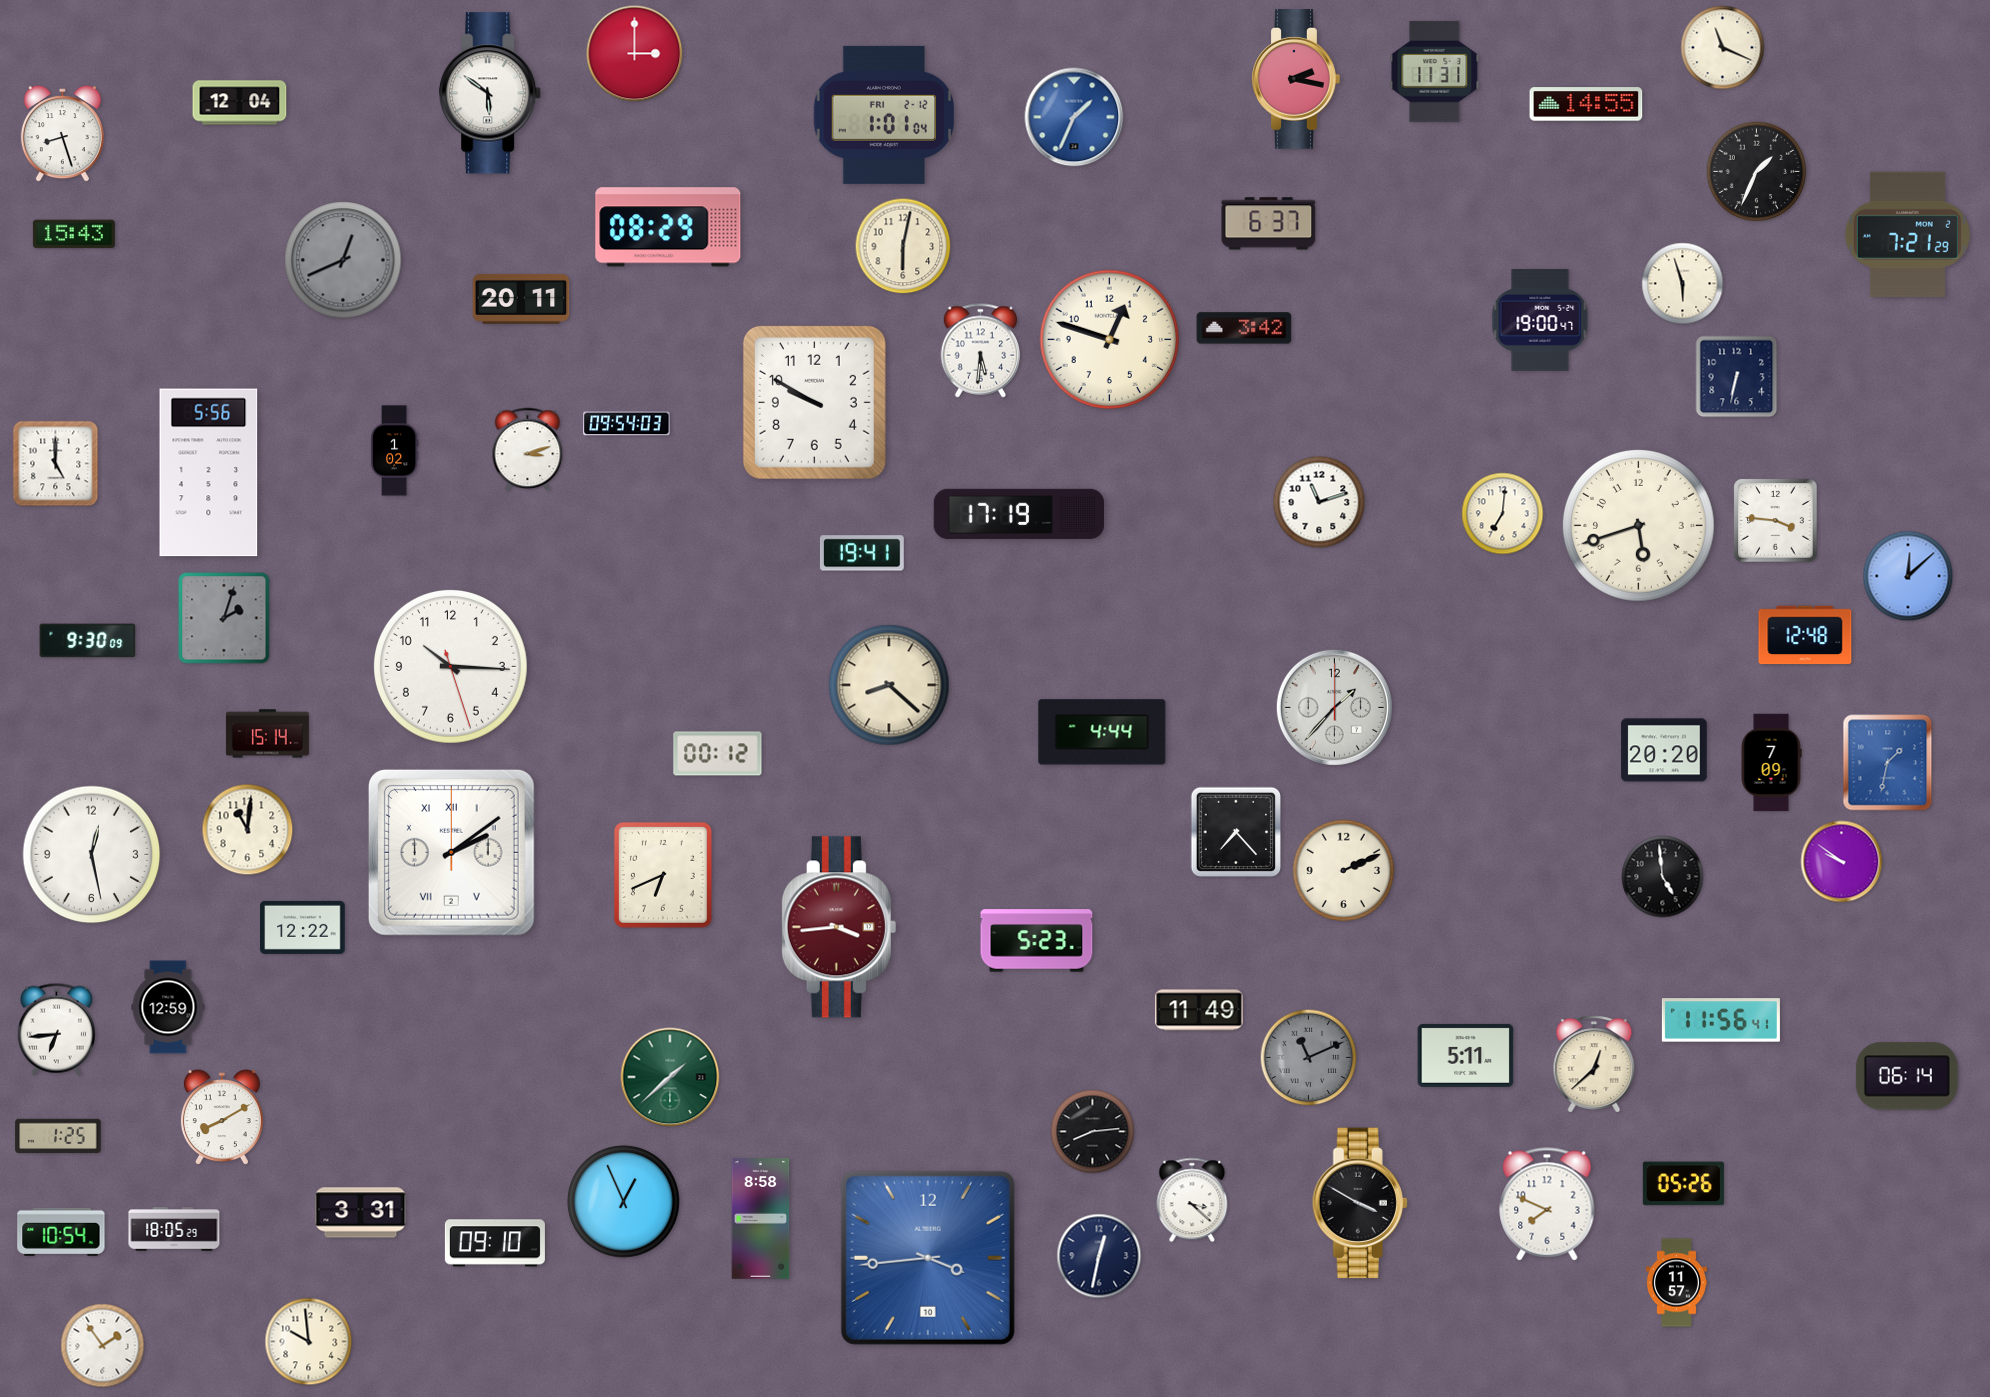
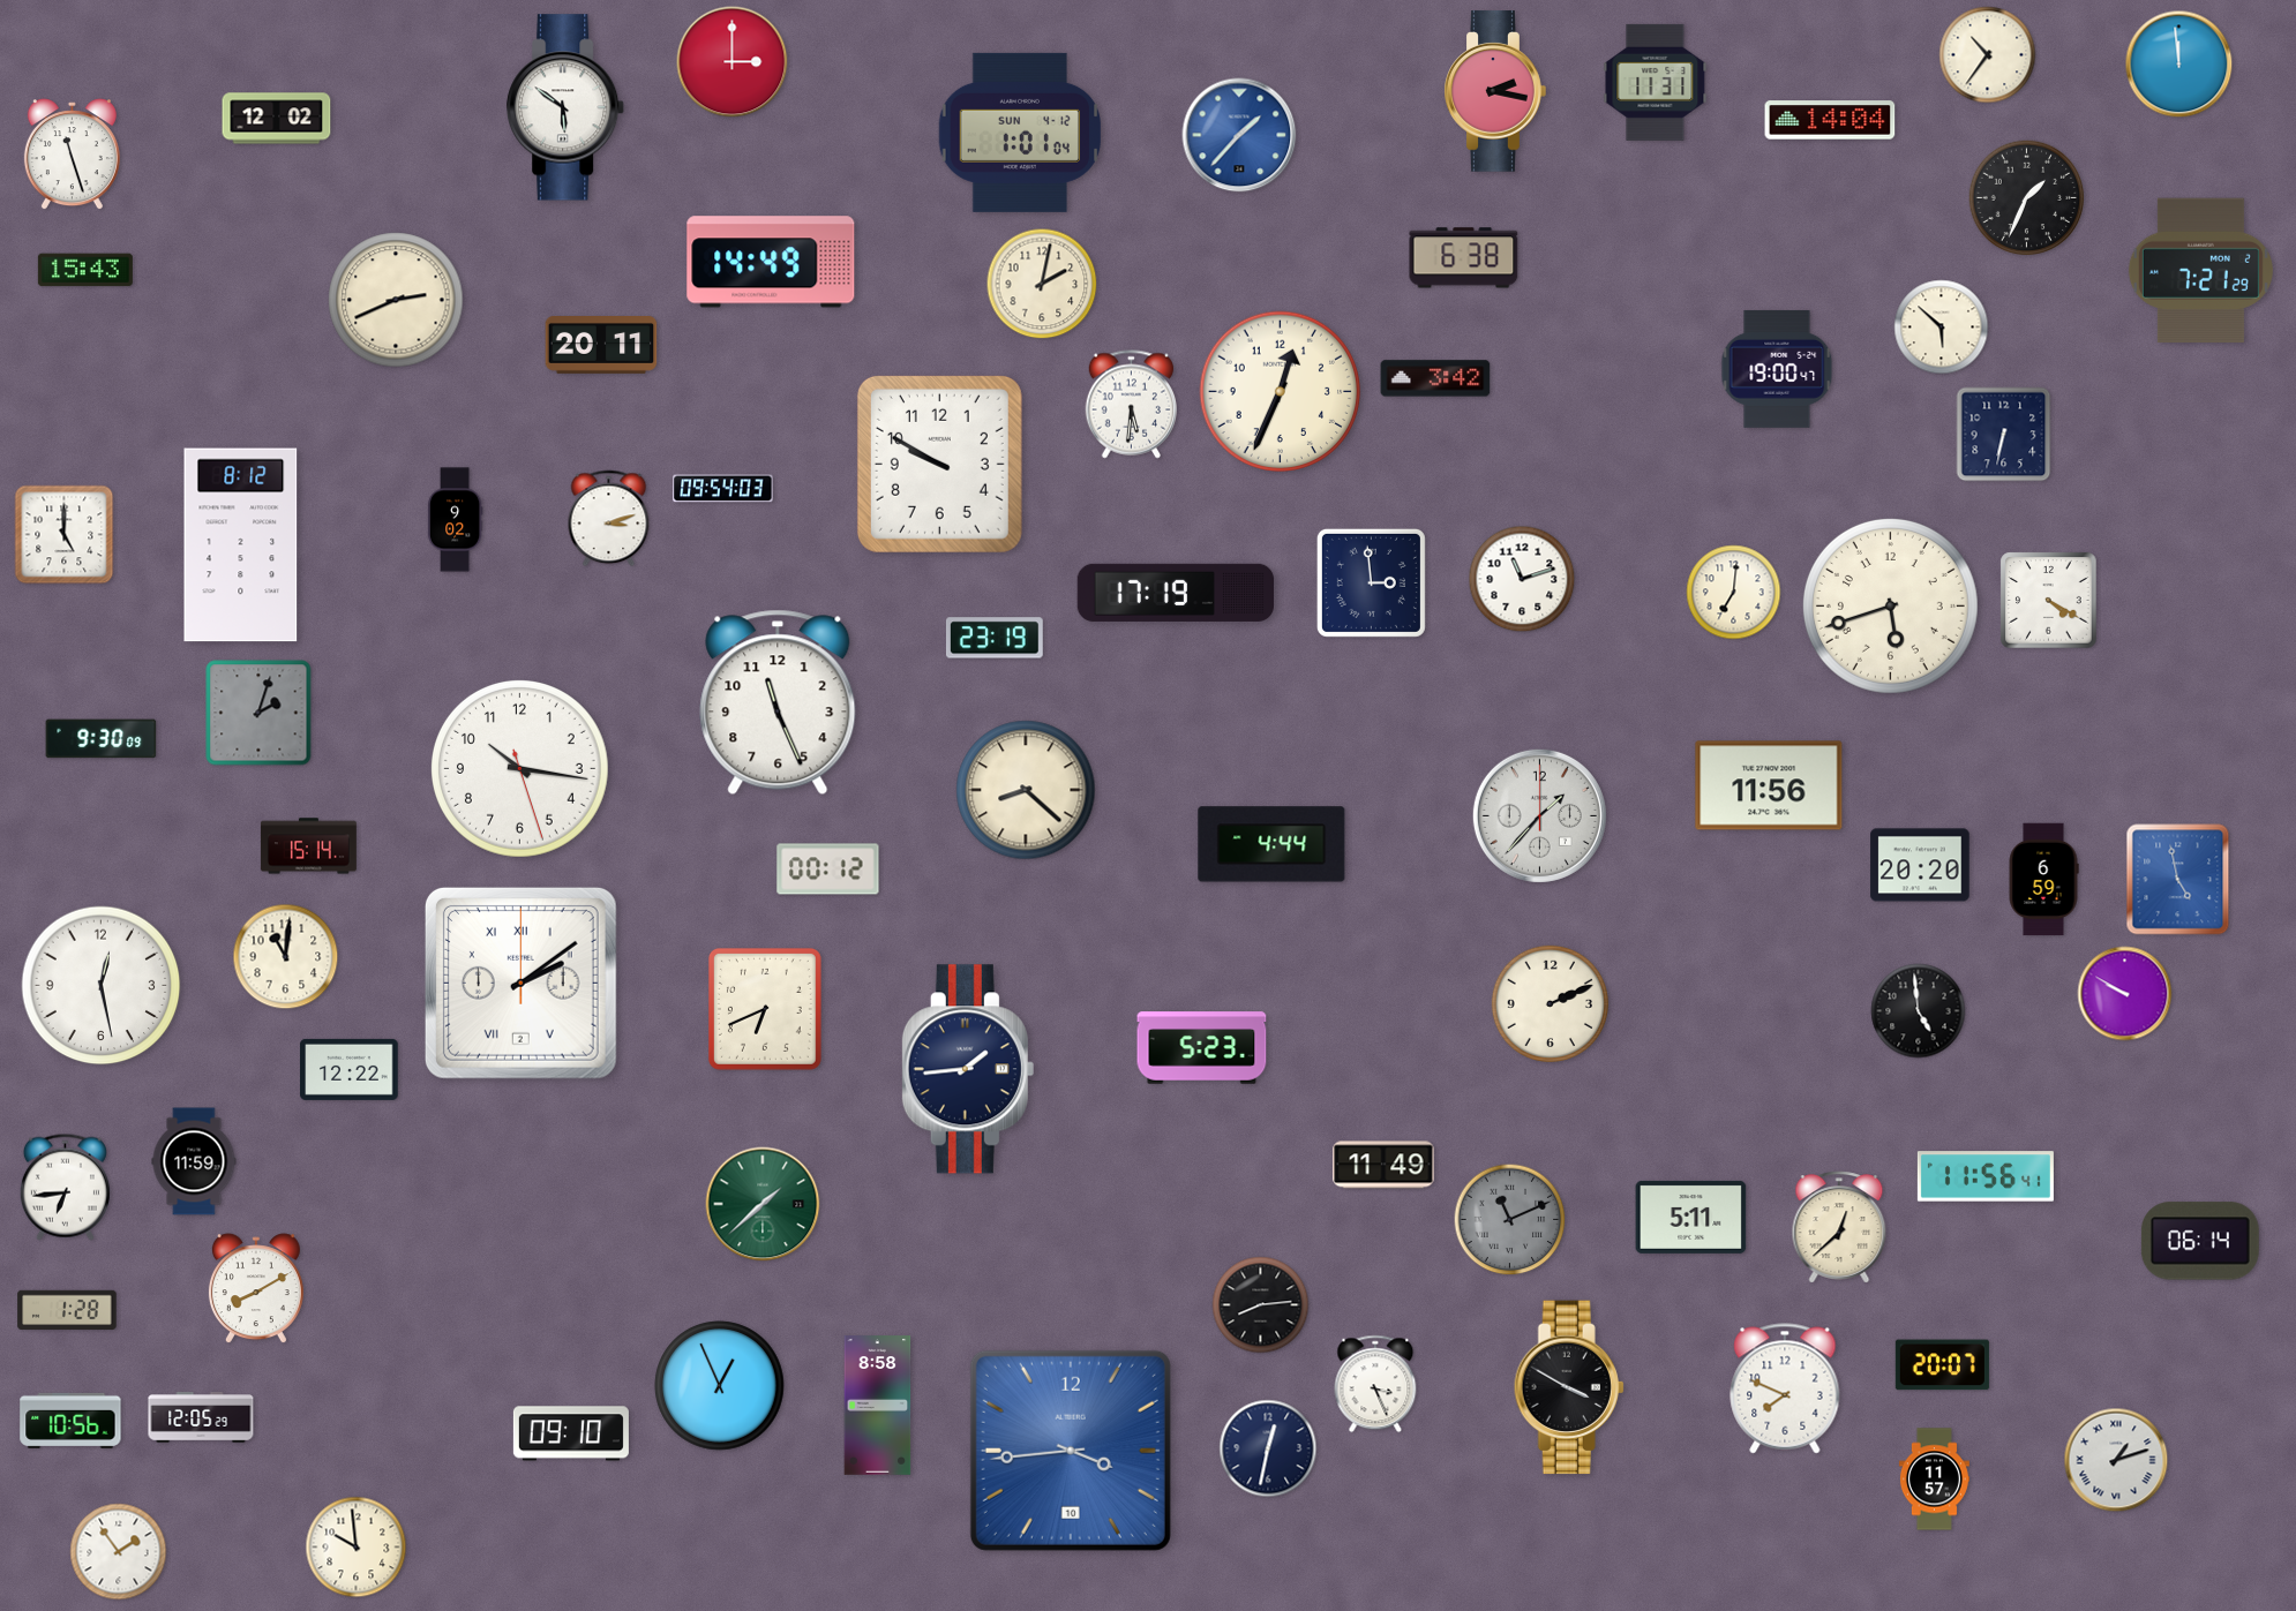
clock at (1723, 48): 11:19 -> 10:36
clock at (2179, 65): none -> 11:59
clock at (240, 103): 12:04 -> 12:02
clock at (1586, 104): 14:55 -> 14:04
clock at (884, 115) date: FRI 2-12 -> SUN 4-12
clock at (1074, 117): 1:34 -> 1:37
clock at (62, 134): 8:27 -> 11:27
clock at (1269, 224): 6:37 -> 6:38
clock at (668, 227): 08:29 -> 14:49
clock at (903, 246): 6:02 -> 2:02
clock at (343, 260): 12:41 -> 2:41
clock at (343, 260) dial: grey -> cream
clock at (1683, 284): 5:57 -> 5:52
clock at (1110, 340): 12:48 -> 12:34
clock at (394, 451): 1:02 -> 9:02
clock at (209, 473): 5:56 -> 8:12
clock at (1371, 582): none -> 2:59
clock at (1776, 521): 3:46 -> 4:20
clock at (862, 553): 19:41 -> 23:19
clock at (1908, 576): 12:08 -> none
clock at (778, 702): none -> 11:26
clock at (1805, 635): 12:48 -> none
clock at (450, 666): 10:15 -> 10:16
clock at (1769, 785): none -> 11:56
clock at (1771, 763): 7:09 -> 6:59
clock at (1888, 763): 1:32 -> 4:58
clock at (1235, 831): 7:23 -> none
clock at (92, 855) position: (92, 855) -> (102, 986)
clock at (1842, 862): 9:51 -> 9:50
clock at (839, 927): 3:44 -> 1:44
clock at (839, 927) dial: burgundy -> navy
clock at (1037, 941) position: (1037, 941) -> (1202, 1048)
clock at (168, 1007): 12:59 -> 11:59
clock at (670, 1077) position: (670, 1077) -> (763, 1204)
clock at (58, 1135): 1:25 -> 1:28
clock at (1683, 1184): 05:26 -> 20:07
clock at (1192, 1200): 3:22 -> 3:26
clock at (361, 1213): 3:31 -> none
clock at (174, 1229): 18:05 -> 12:05
clock at (61, 1232): 10:54 -> 10:56
clock at (2116, 1460): none -> 1:12
